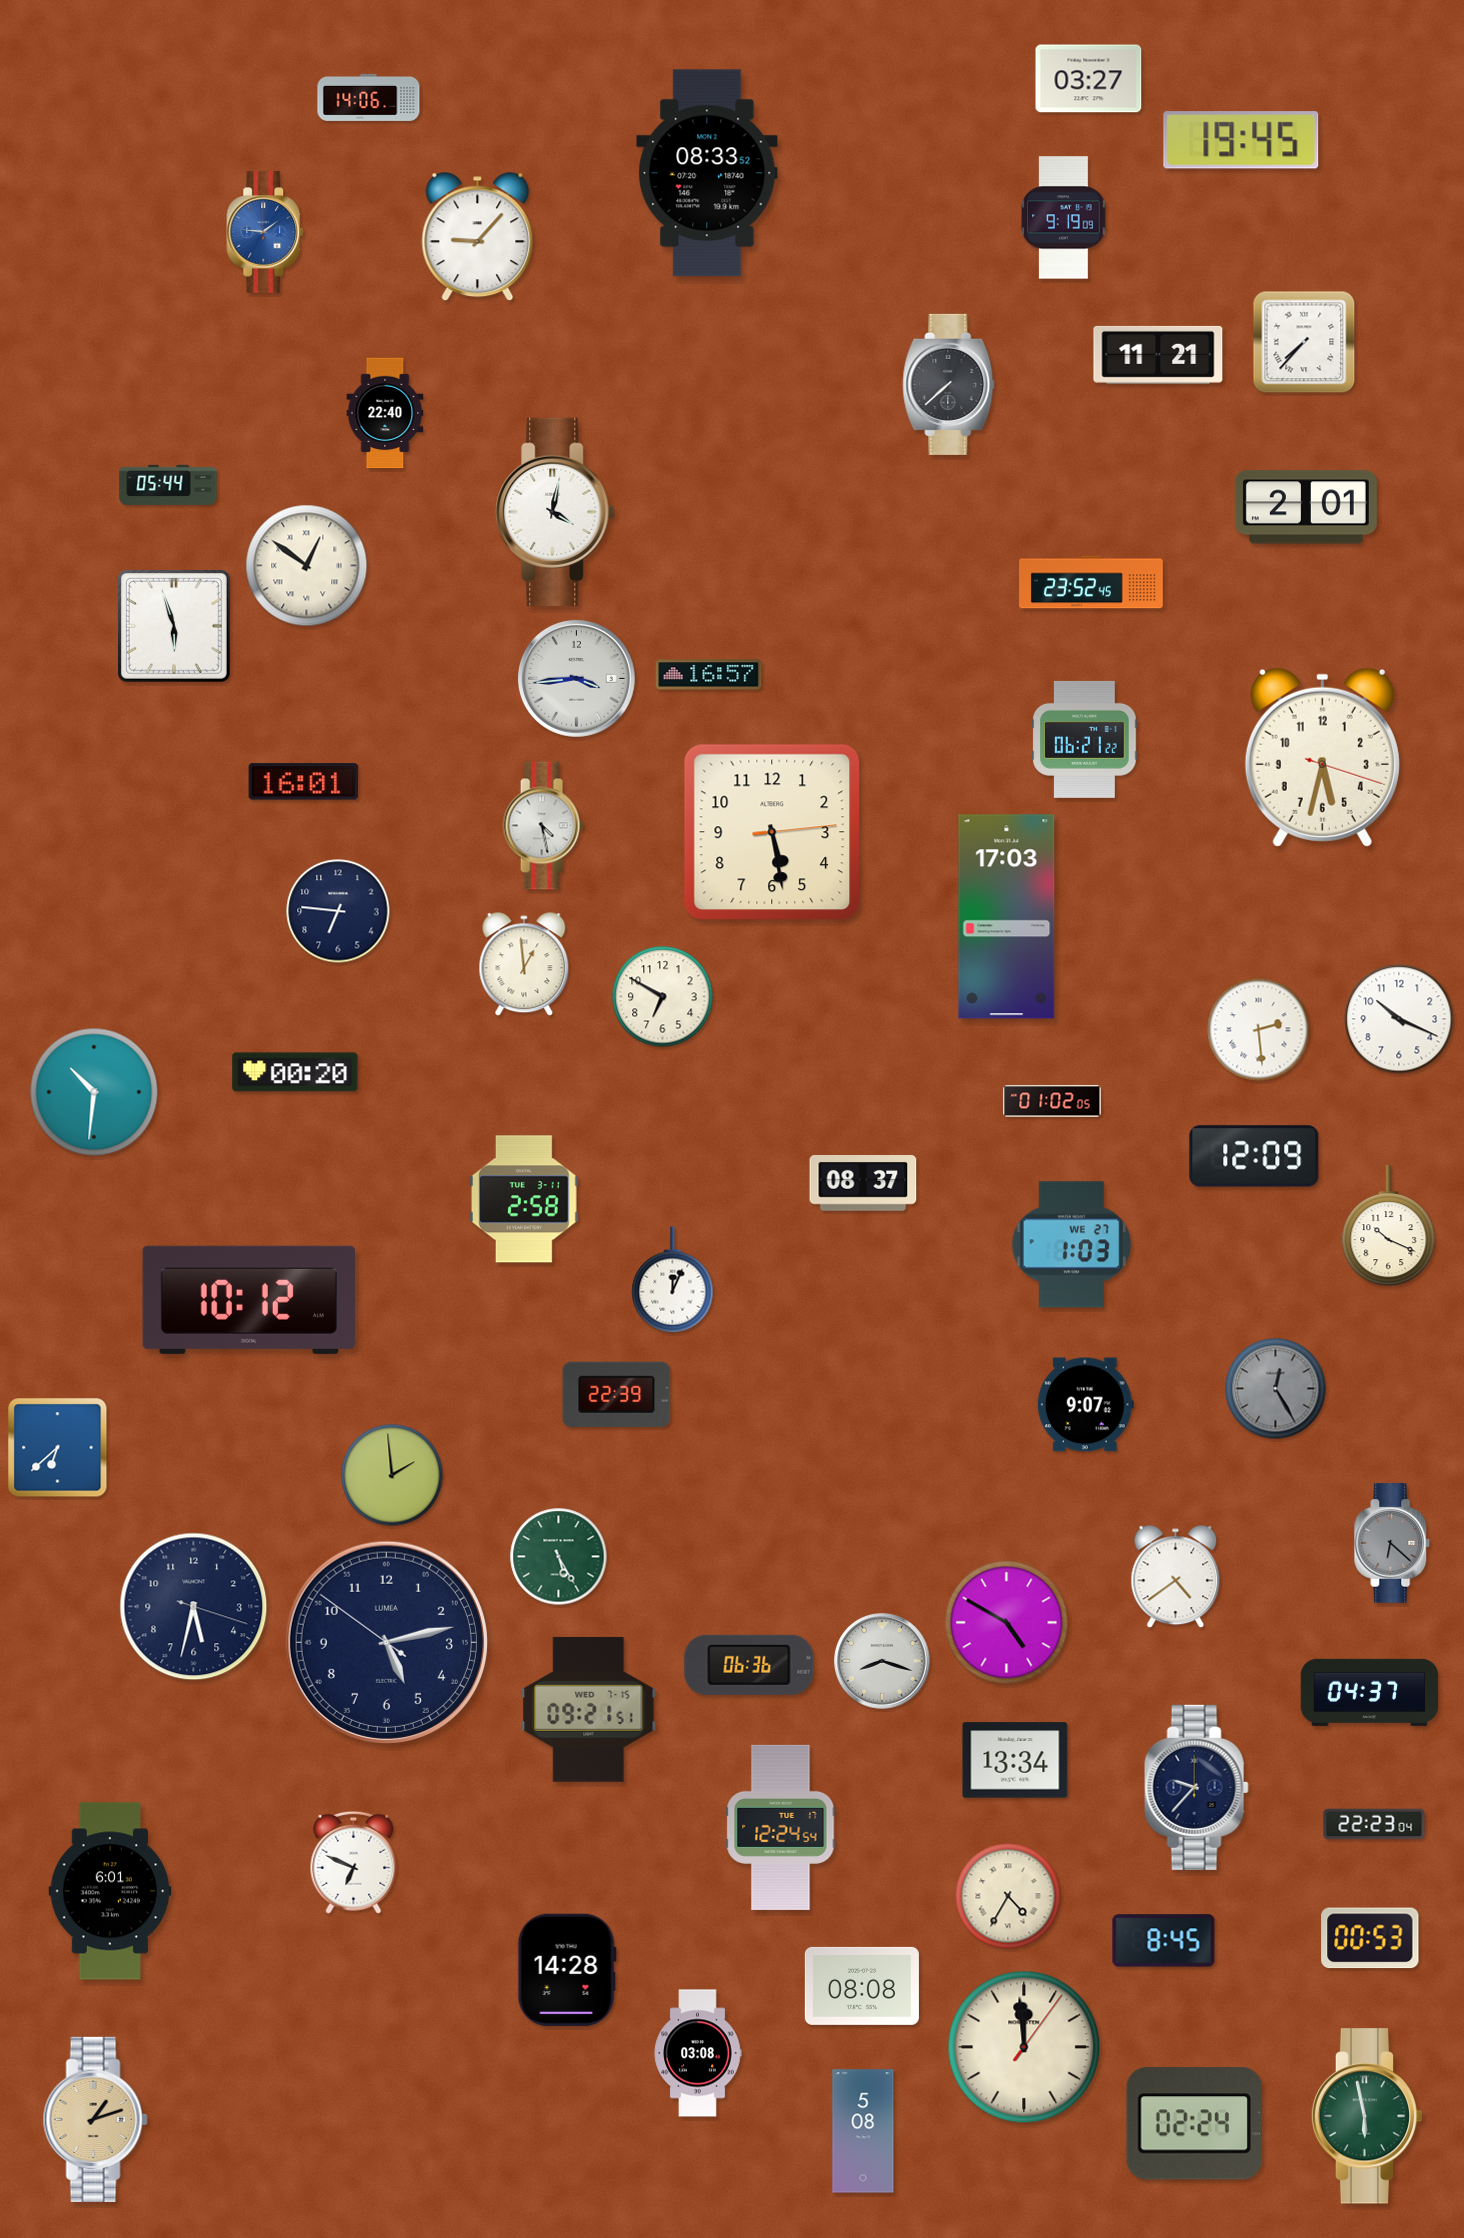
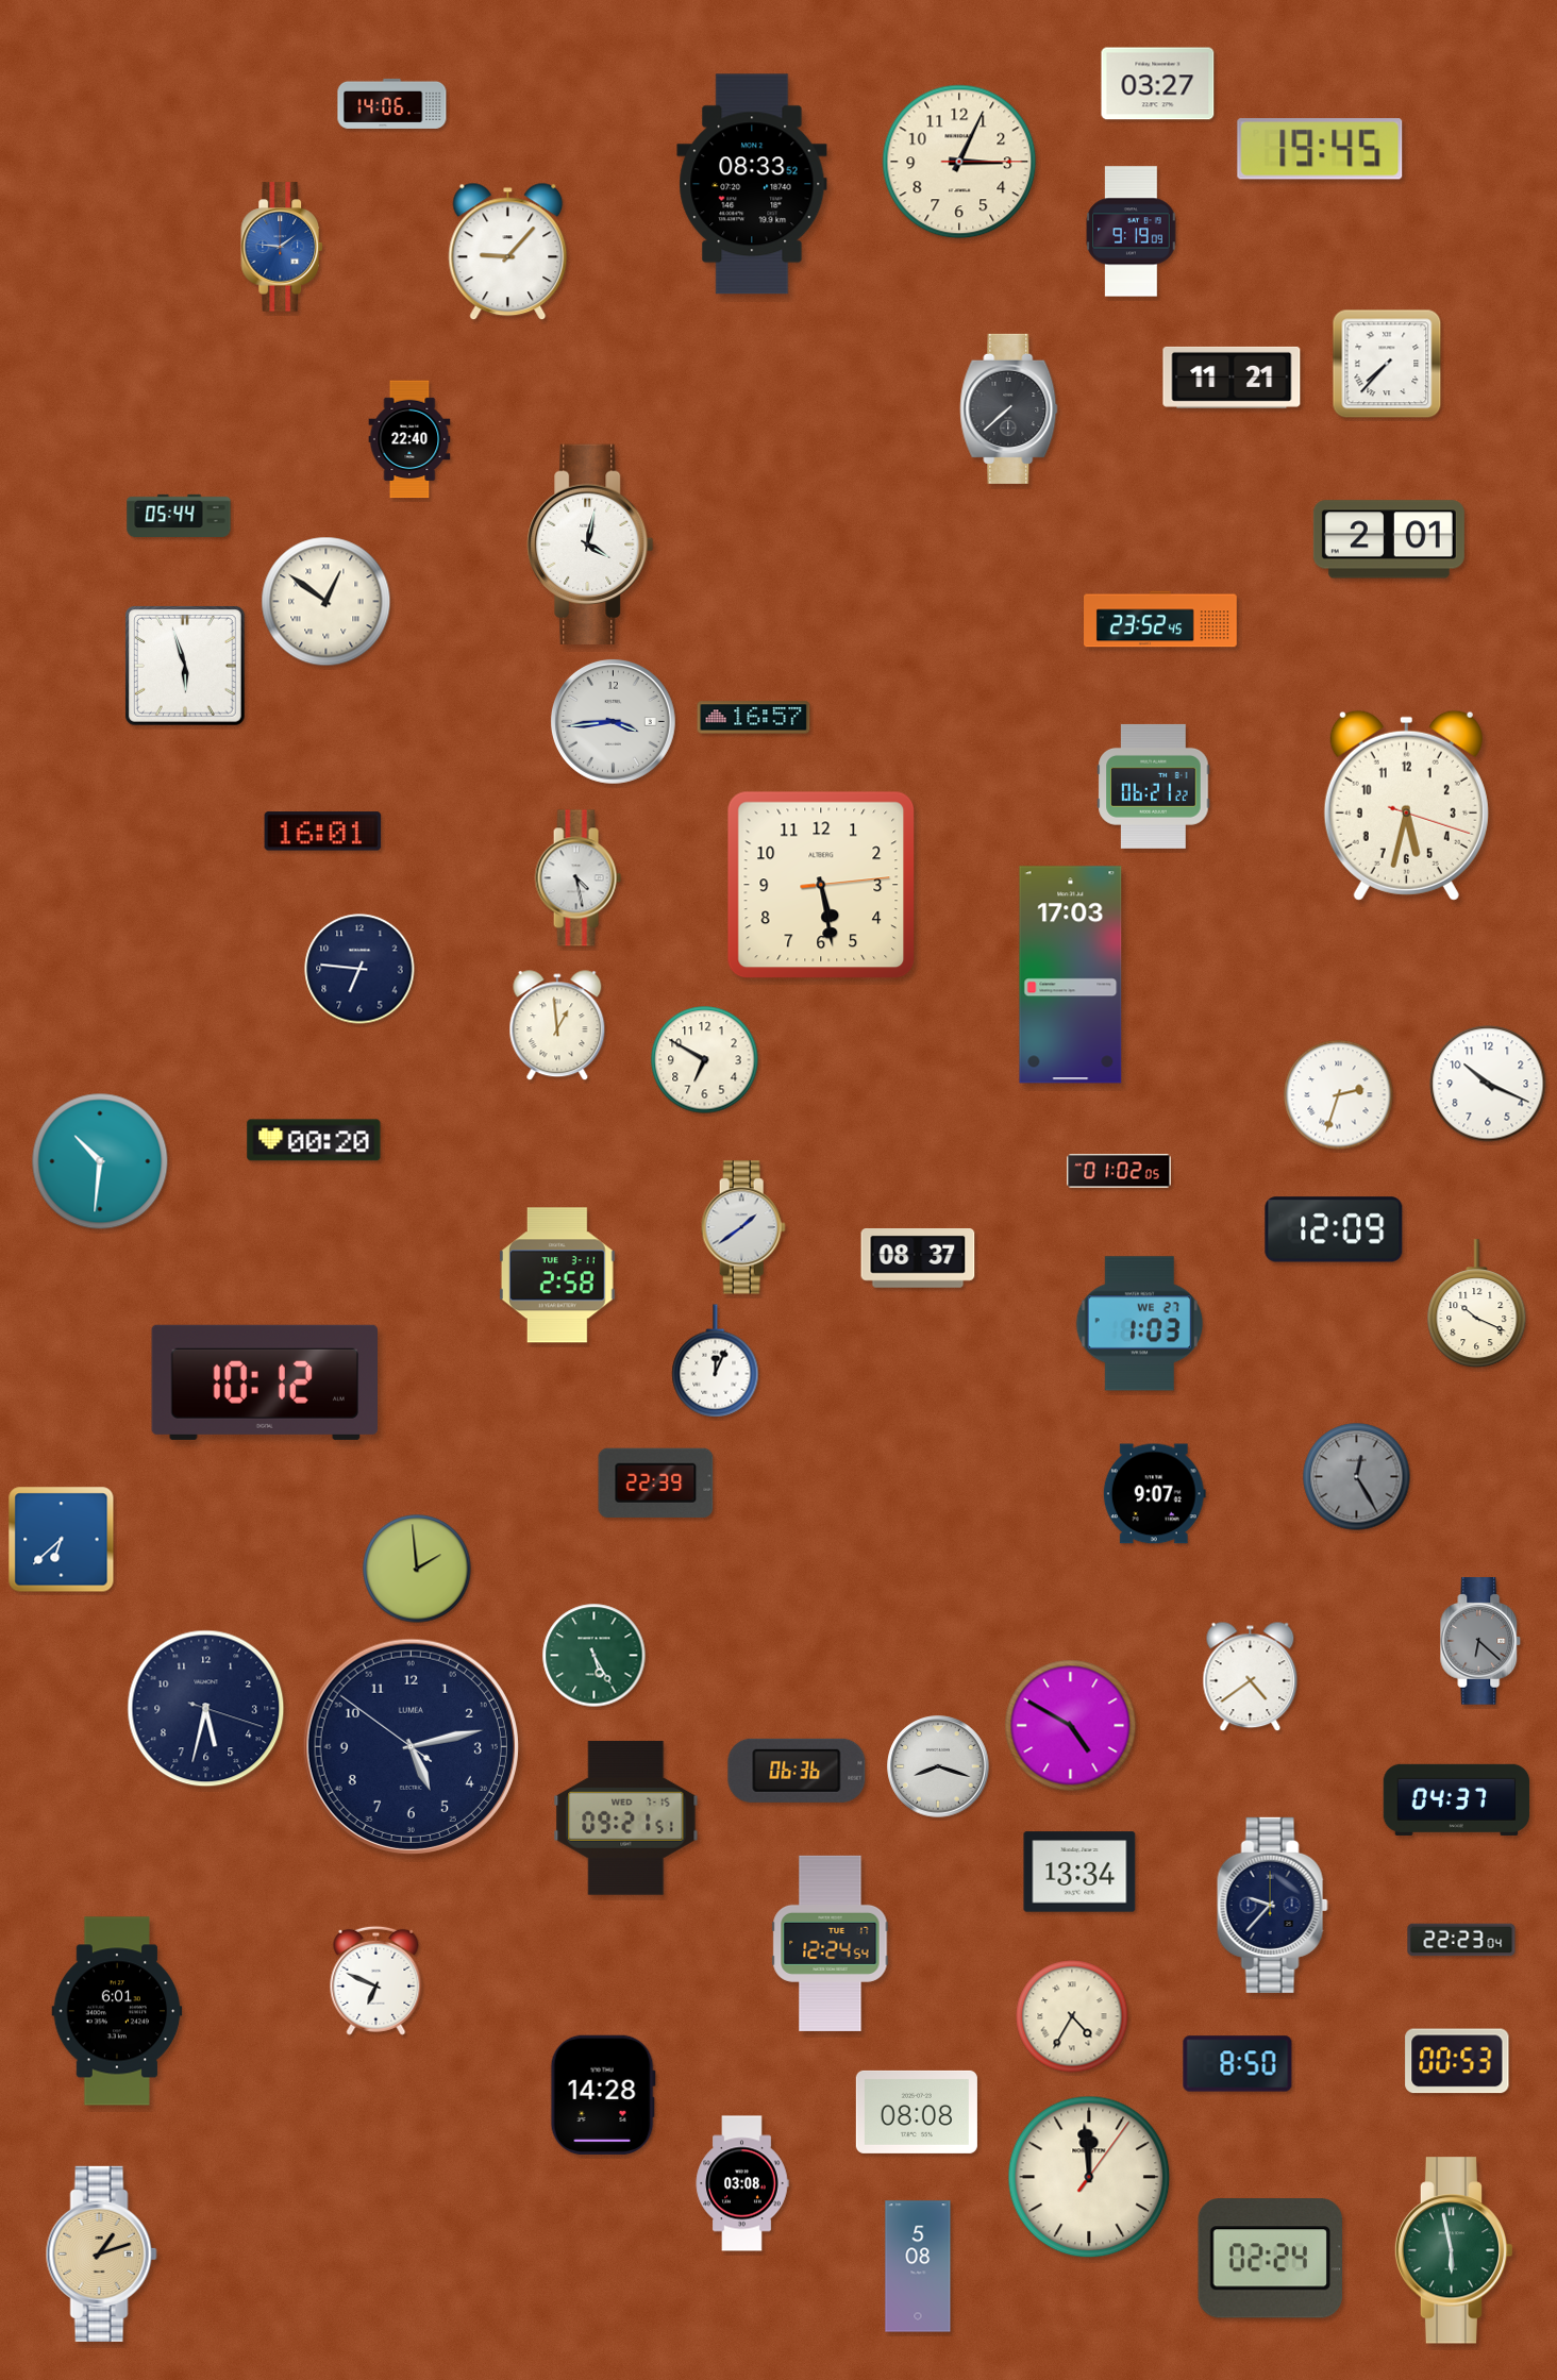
clock at (959, 162): none -> 3:04
clock at (1259, 1030): 2:29 -> 2:33
clock at (743, 1227): none -> 1:39
clock at (1196, 1787) position: (1196, 1787) -> (1272, 1905)
clock at (1164, 1941): 8:45 -> 8:50
